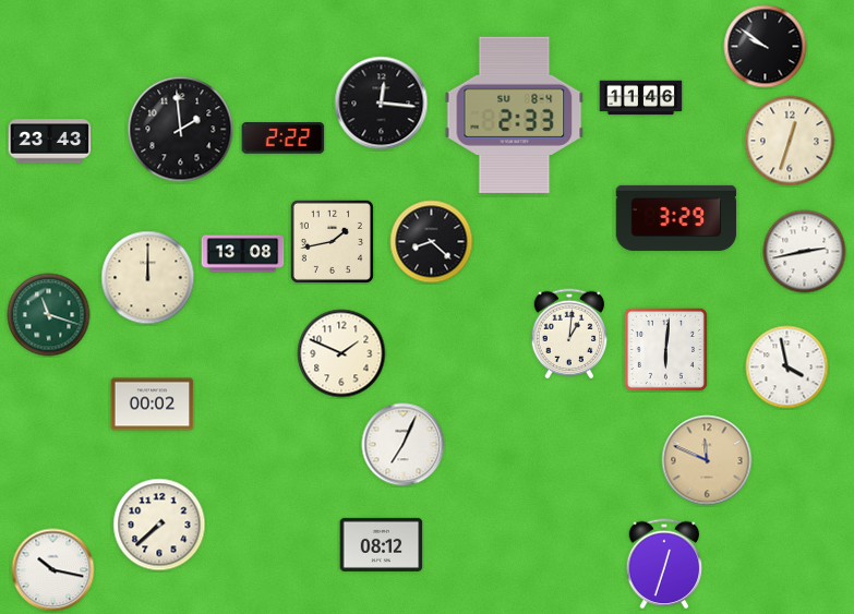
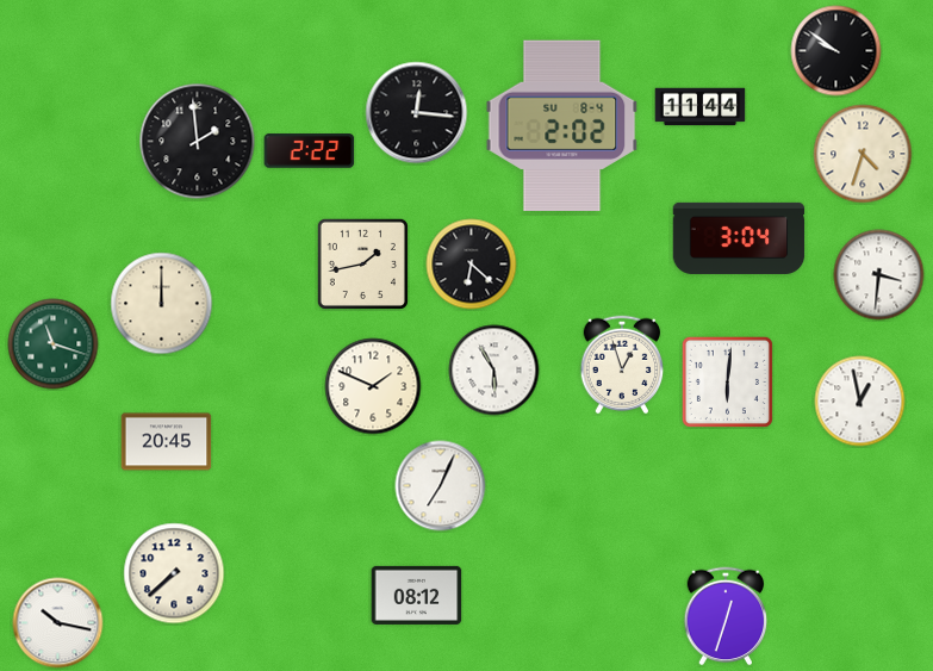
clock at (641, 98): 11:46 -> 11:44
clock at (515, 115): 2:33 -> 2:02
clock at (790, 141): 12:33 -> 4:33
clock at (50, 142): 23:43 -> none
clock at (676, 218): 3:29 -> 3:04
clock at (432, 242): 8:22 -> 6:22
clock at (805, 252): 2:43 -> 3:31
clock at (243, 254): 13:08 -> none
clock at (569, 334): 1:01 -> 12:57
clock at (495, 371): none -> 5:55
clock at (787, 368): 3:58 -> 12:58
clock at (153, 405): 00:02 -> 20:45
clock at (707, 460): 11:49 -> none
